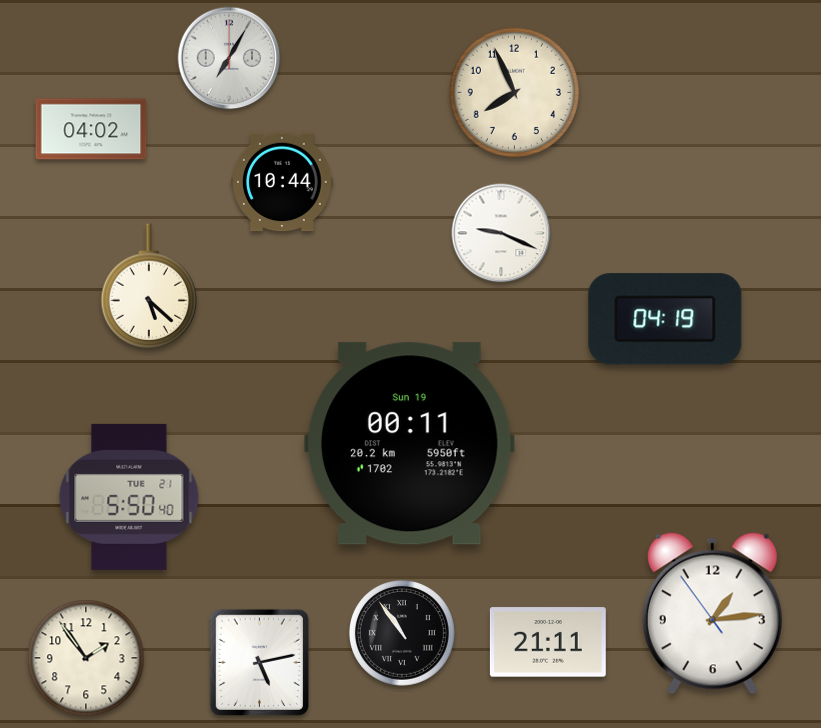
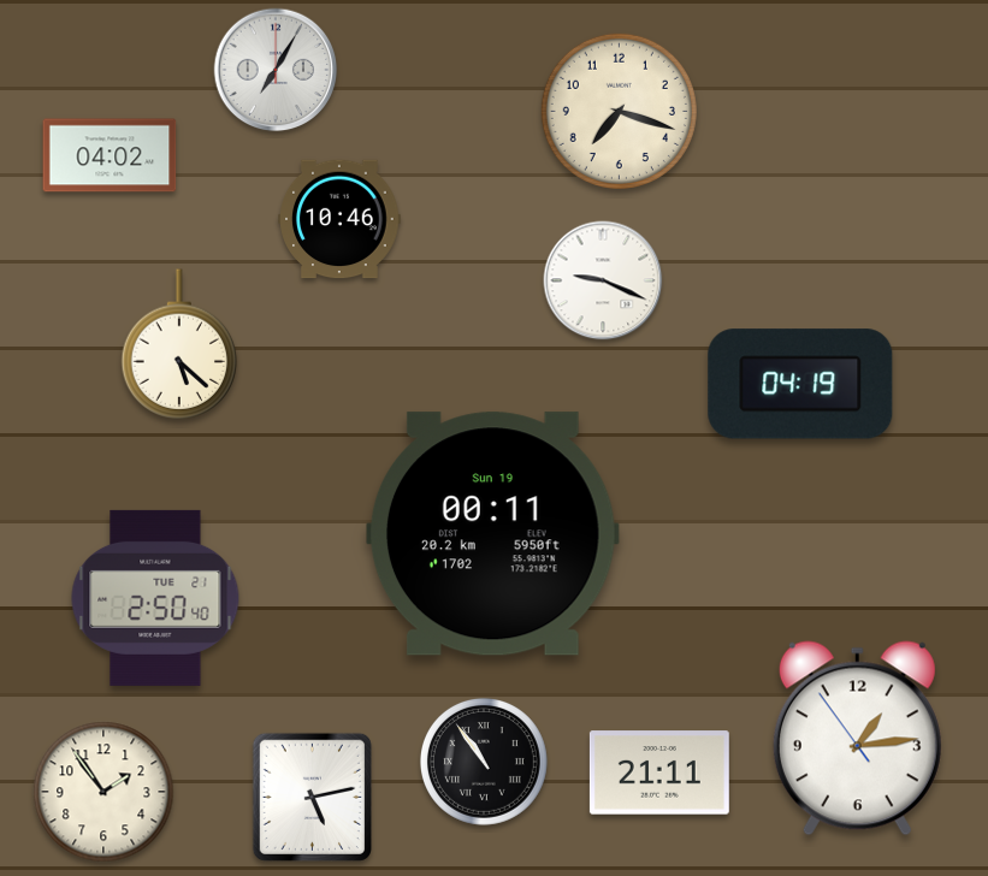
clock at (514, 92): 7:56 -> 7:18
clock at (282, 182): 10:44 -> 10:46
clock at (129, 497): 5:50 -> 2:50
